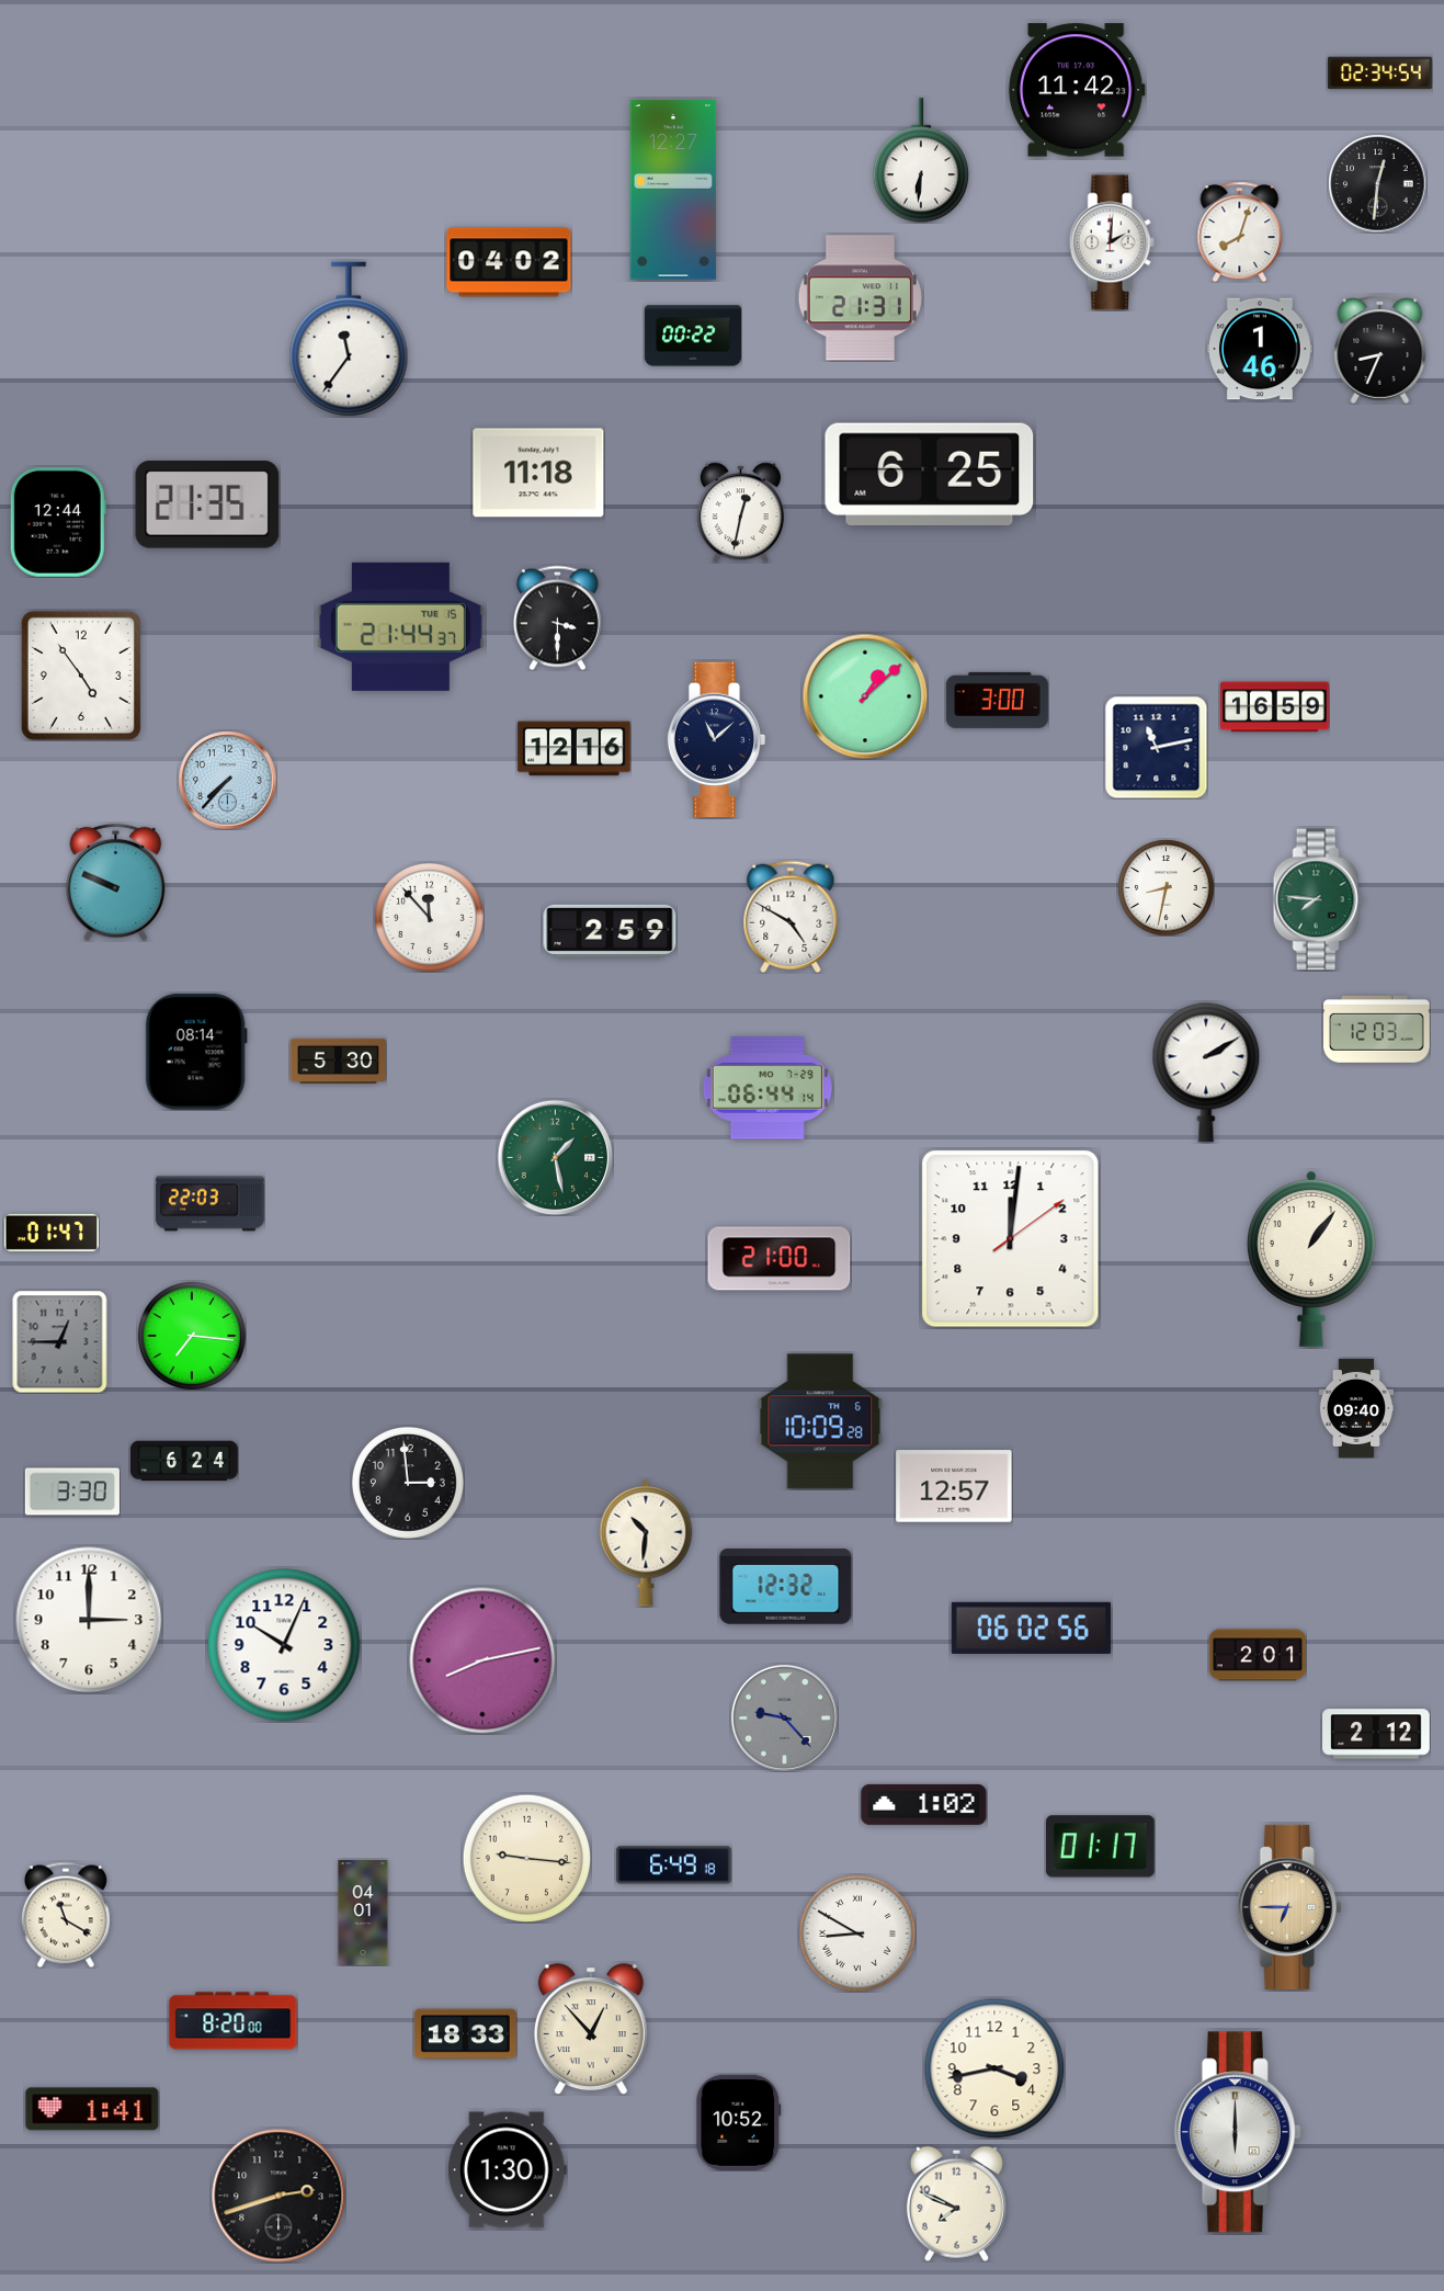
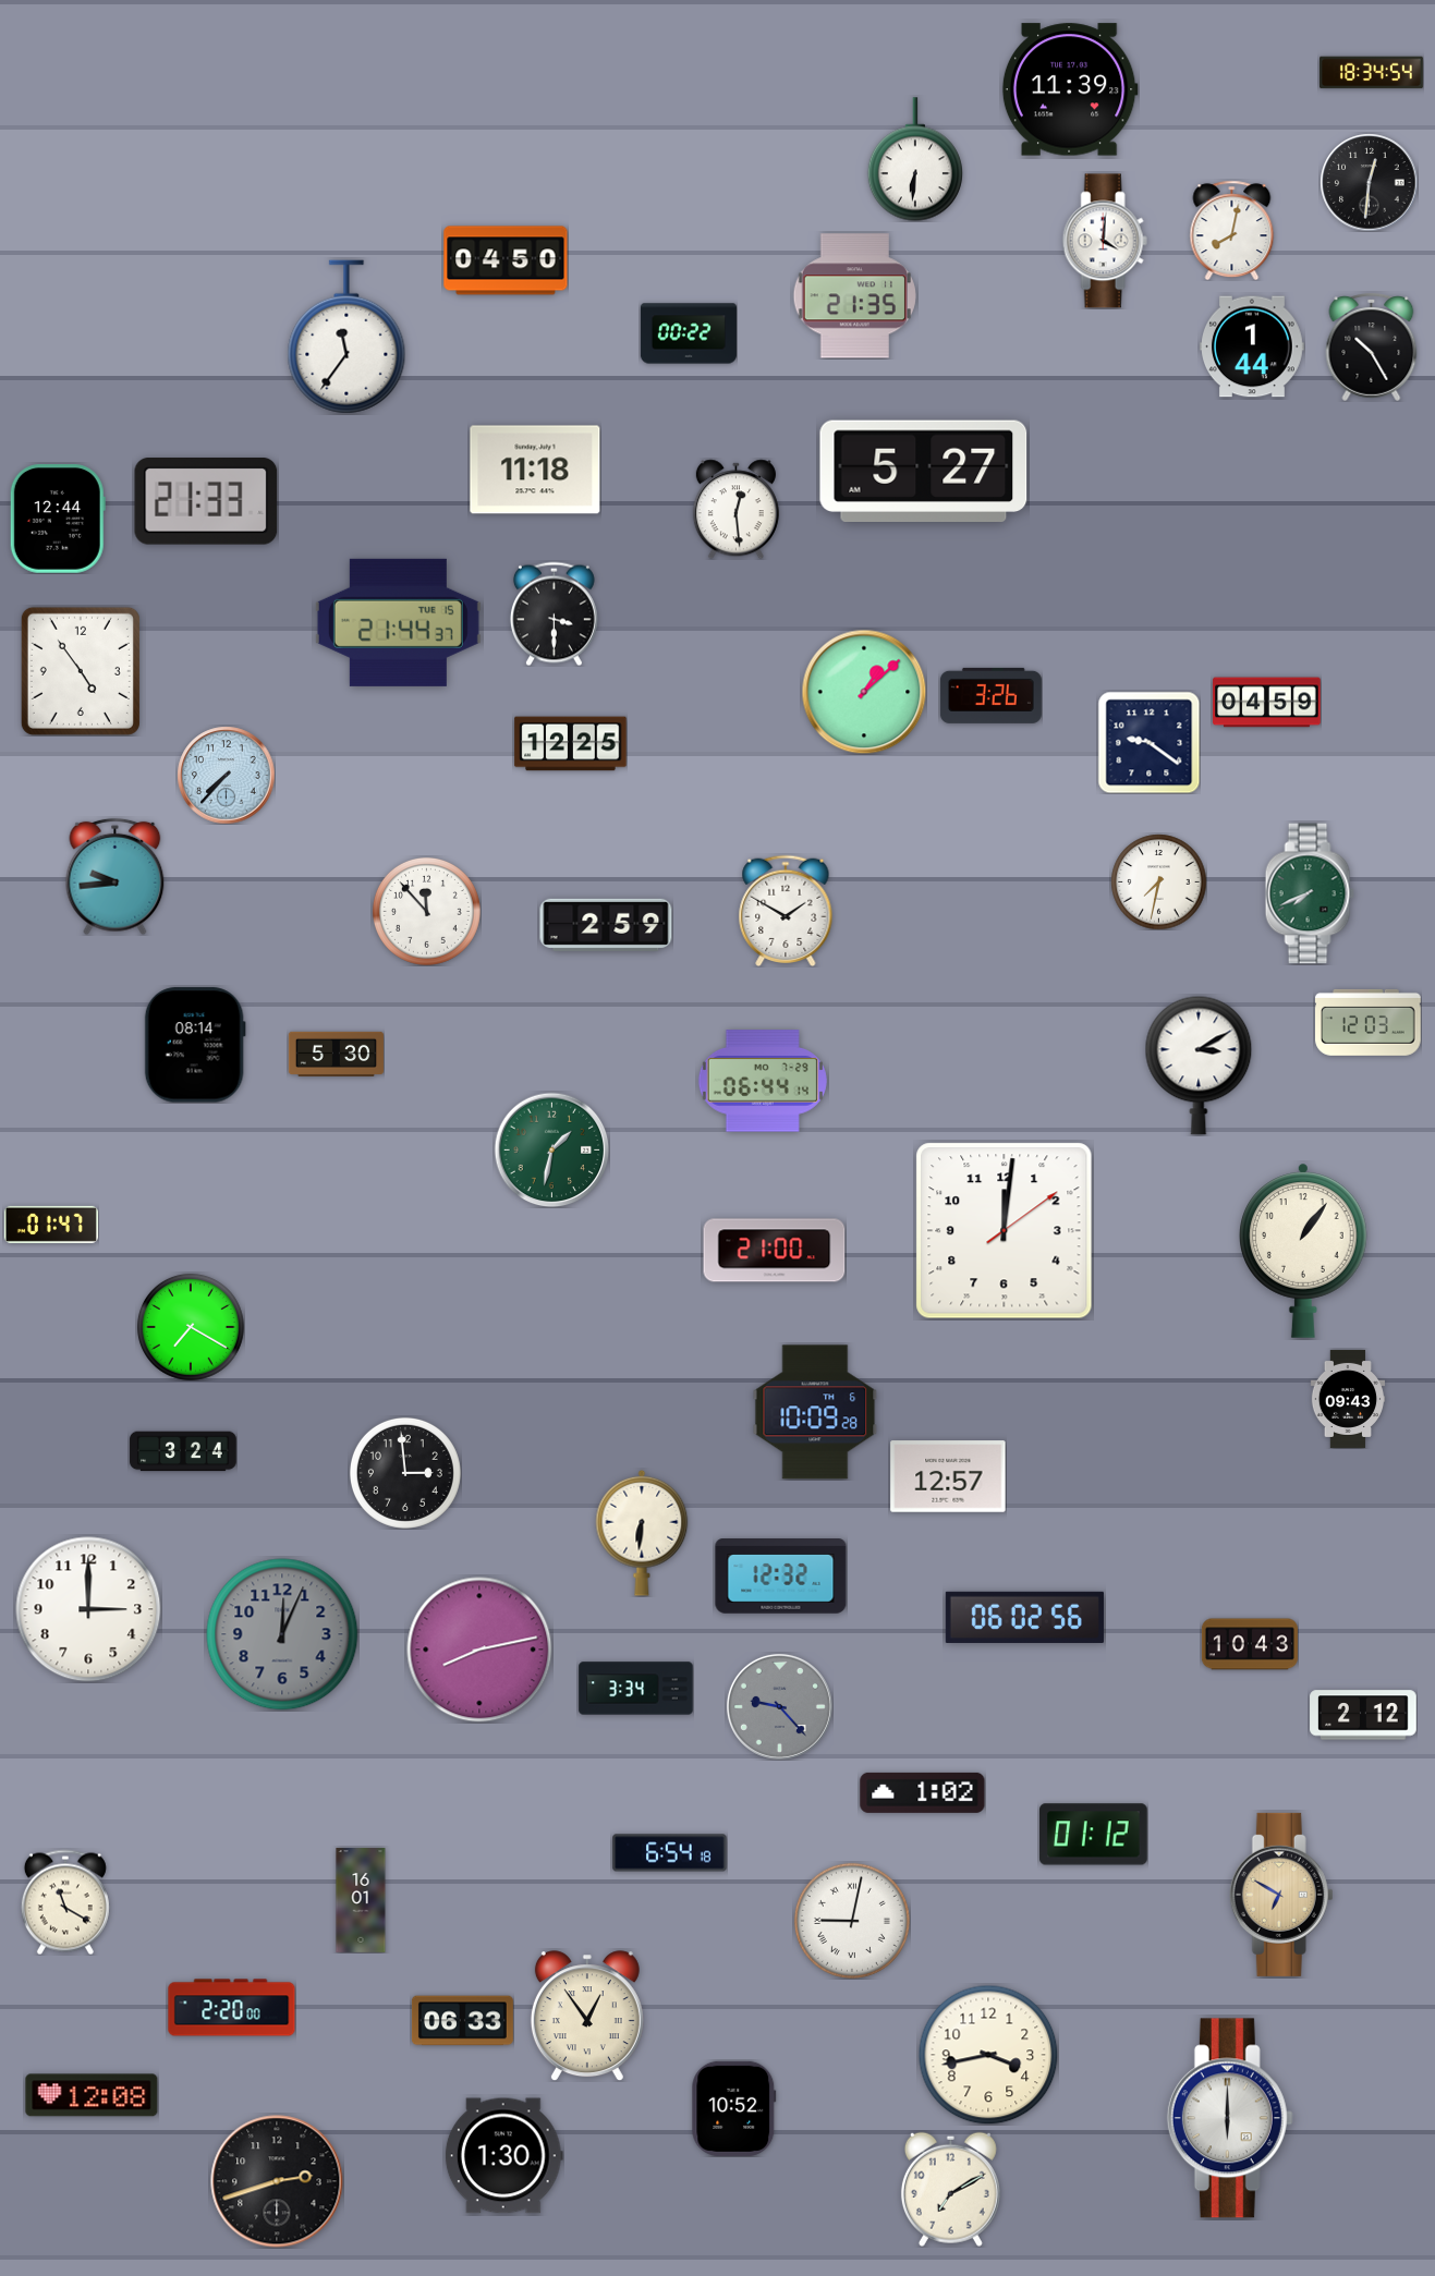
clock at (1380, 73): 02:34 -> 18:34
clock at (1077, 90): 11:42 -> 11:39
clock at (673, 190): 12:27 -> none
clock at (1240, 231): 8:03 -> 8:02
clock at (1112, 242): 2:01 -> 4:01
clock at (509, 262): 04:02 -> 04:50
clock at (860, 298): 21:31 -> 21:35
clock at (1261, 349): 1:46 -> 1:44
clock at (1380, 349): 8:34 -> 10:25
clock at (930, 475): 6:25 -> 5:27
clock at (207, 504): 21:35 -> 21:33
clock at (740, 512): 12:32 -> 12:29
clock at (865, 696) position: (865, 696) -> (864, 692)
clock at (997, 700): 3:00 -> 3:26
clock at (1275, 707): 16:59 -> 04:59
clock at (717, 739): 11:08 -> none
clock at (1156, 747): 11:13 -> 9:21
clock at (575, 749): 12:16 -> 12:25
clock at (116, 882): 9:49 -> 9:44
clock at (1166, 887): 8:32 -> 7:32
clock at (1318, 899): 7:46 -> 7:41
clock at (791, 917): 4:50 -> 1:50
clock at (1206, 1073): 2:10 -> 3:10
clock at (555, 1157): 1:28 -> 1:32
clock at (211, 1204): 22:03 -> none
clock at (192, 1336): 7:16 -> 7:20
clock at (60, 1341): 12:45 -> none
clock at (1356, 1408): 09:40 -> 09:43
clock at (184, 1461): 6:24 -> 3:24
clock at (72, 1492): 3:30 -> none
clock at (646, 1543): 10:31 -> 6:31
clock at (284, 1645): 10:04 -> 12:04
clock at (284, 1645) dial: white -> grey
clock at (1258, 1655): 2:01 -> 10:43
clock at (636, 1689): none -> 3:34
clock at (1376, 1734) position: (1376, 1734) -> (1363, 1715)
clock at (924, 1804) position: (924, 1804) -> (923, 1792)
clock at (1101, 1847): 01:17 -> 01:12
clock at (526, 1858): 9:16 -> none
clock at (674, 1865): 6:49 -> 6:54
clock at (1289, 1907): 6:45 -> 6:50
clock at (363, 1913): 04:01 -> 16:01
clock at (857, 1933): 8:50 -> 9:02
clock at (234, 2021): 8:20 -> 2:20
clock at (591, 2029): 12:53 -> 12:54
clock at (465, 2034): 18:33 -> 06:33
clock at (92, 2109): 1:41 -> 12:08
clock at (956, 2203): 7:49 -> 7:10
